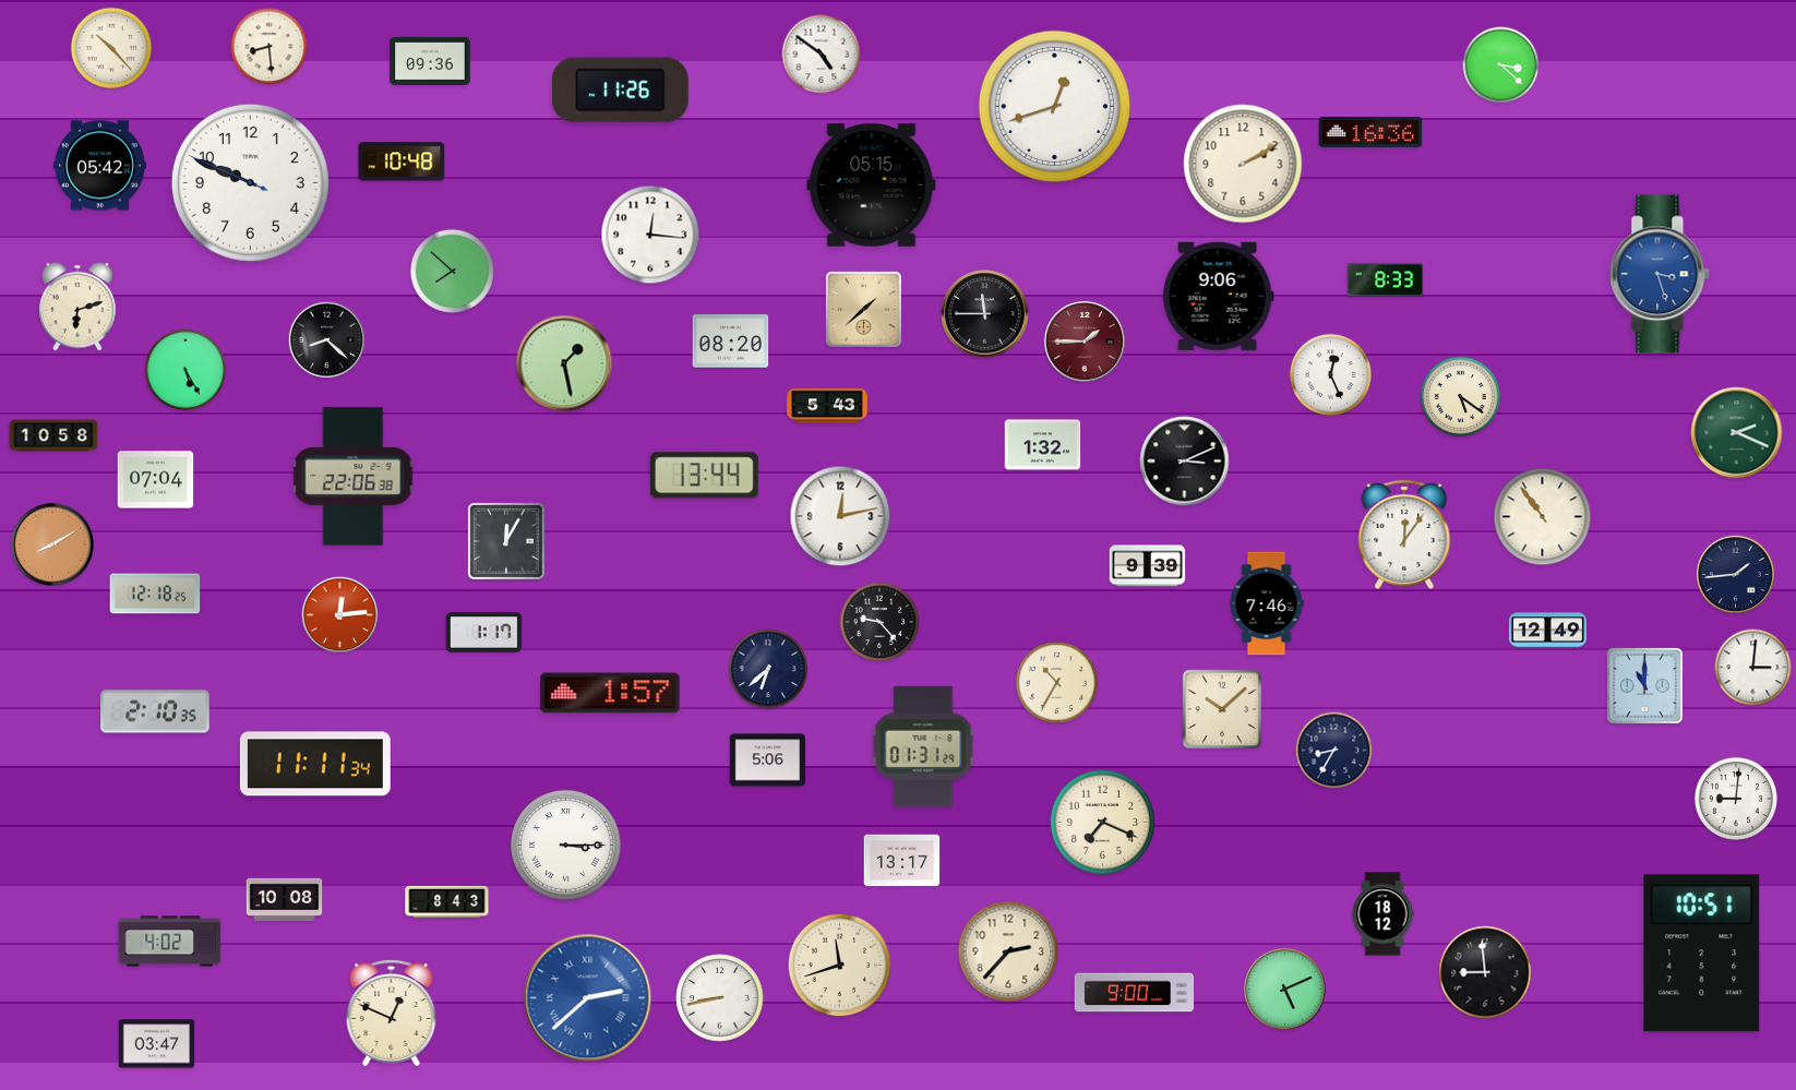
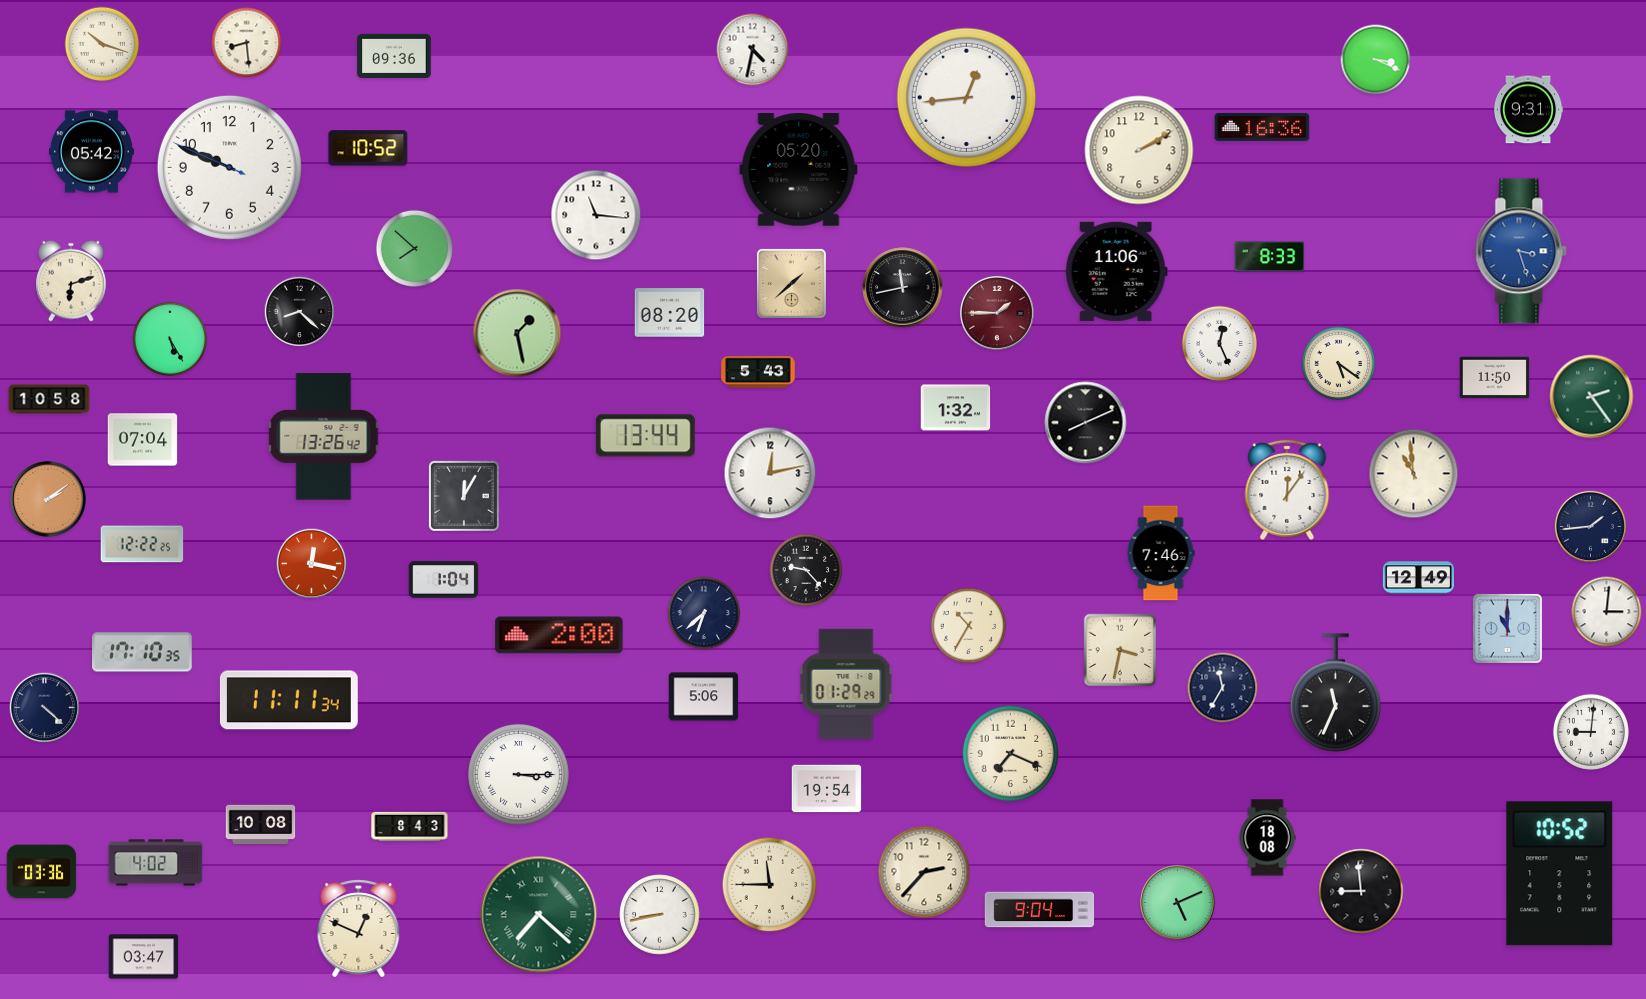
clock at (111, 48): 10:23 -> 10:18
clock at (822, 55): 4:51 -> 4:32
clock at (1501, 65): 3:22 -> 3:19
clock at (620, 91): 11:26 -> none
clock at (1054, 106): 12:42 -> 12:44
clock at (1528, 110): none -> 9:31
clock at (1370, 132) position: (1370, 132) -> (1262, 127)
clock at (402, 161): 10:48 -> 10:52
clock at (872, 185): 05:15 -> 05:20
clock at (650, 235): 12:16 -> 11:16
clock at (1218, 296): 9:06 -> 11:06
clock at (985, 314): 11:45 -> 11:43
clock at (1085, 342) position: (1085, 342) -> (997, 313)
clock at (1495, 378): none -> 11:50
clock at (1737, 433): 2:19 -> 2:24
clock at (1185, 462): 3:11 -> 8:11
clock at (354, 477): 22:06 -> 13:26
clock at (1543, 517): 10:54 -> 10:59
clock at (53, 546): 8:10 -> 2:09
clock at (1148, 566): 9:39 -> none
clock at (155, 594): 12:18 -> 12:22
clock at (340, 615): 12:14 -> 12:17
clock at (484, 633): 1:17 -> 1:04
clock at (610, 693): 1:57 -> 2:00
clock at (1222, 709): 10:08 -> 3:32
clock at (155, 711): 2:10 -> 17:10
clock at (923, 746): 01:31 -> 01:29
clock at (1334, 751): 8:35 -> 11:35
clock at (1335, 693): none -> 11:34
clock at (45, 708): none -> 4:22
clock at (902, 861): 13:17 -> 19:54
clock at (1382, 914): 18:12 -> 18:08
clock at (42, 872): none -> 03:36
clock at (1702, 954): 10:51 -> 10:52
clock at (840, 966): 11:42 -> 11:45
clock at (1284, 989) position: (1284, 989) -> (1177, 902)
clock at (1135, 993): 9:00 -> 9:04
clock at (588, 998): 2:38 -> 7:22
clock at (588, 998) dial: blue -> green
